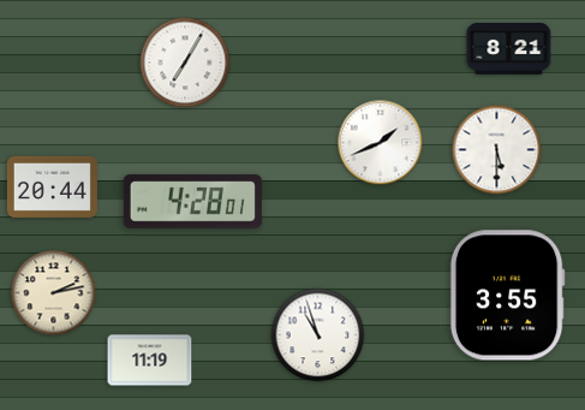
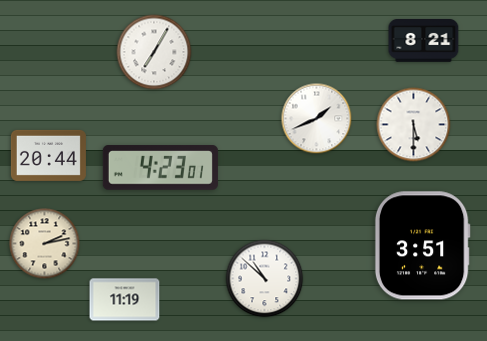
clock at (52, 186) position: (52, 186) -> (48, 155)
clock at (192, 202): 4:28 -> 4:23
clock at (507, 296): 3:55 -> 3:51
clock at (318, 335): 10:57 -> 10:52
